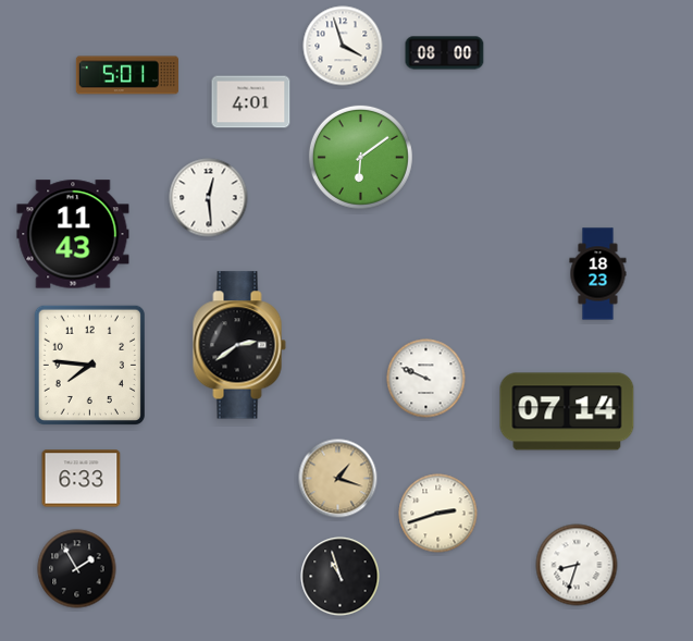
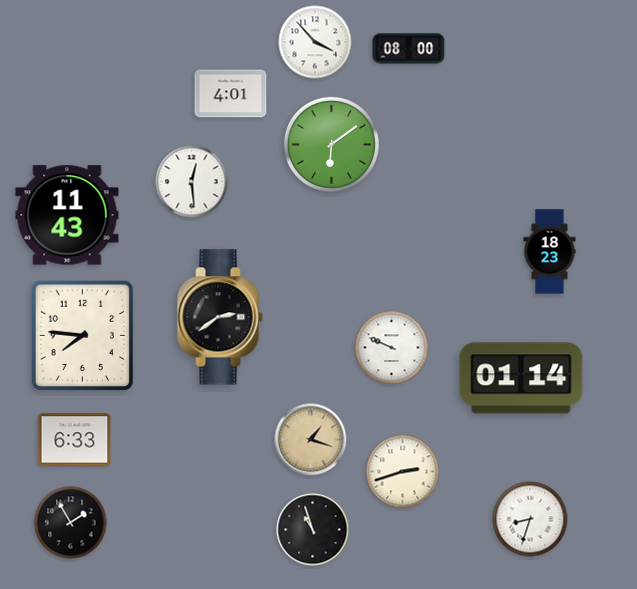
clock at (343, 46): 3:57 -> 3:53
clock at (126, 75): 5:01 -> none
clock at (567, 411): 07:14 -> 01:14
